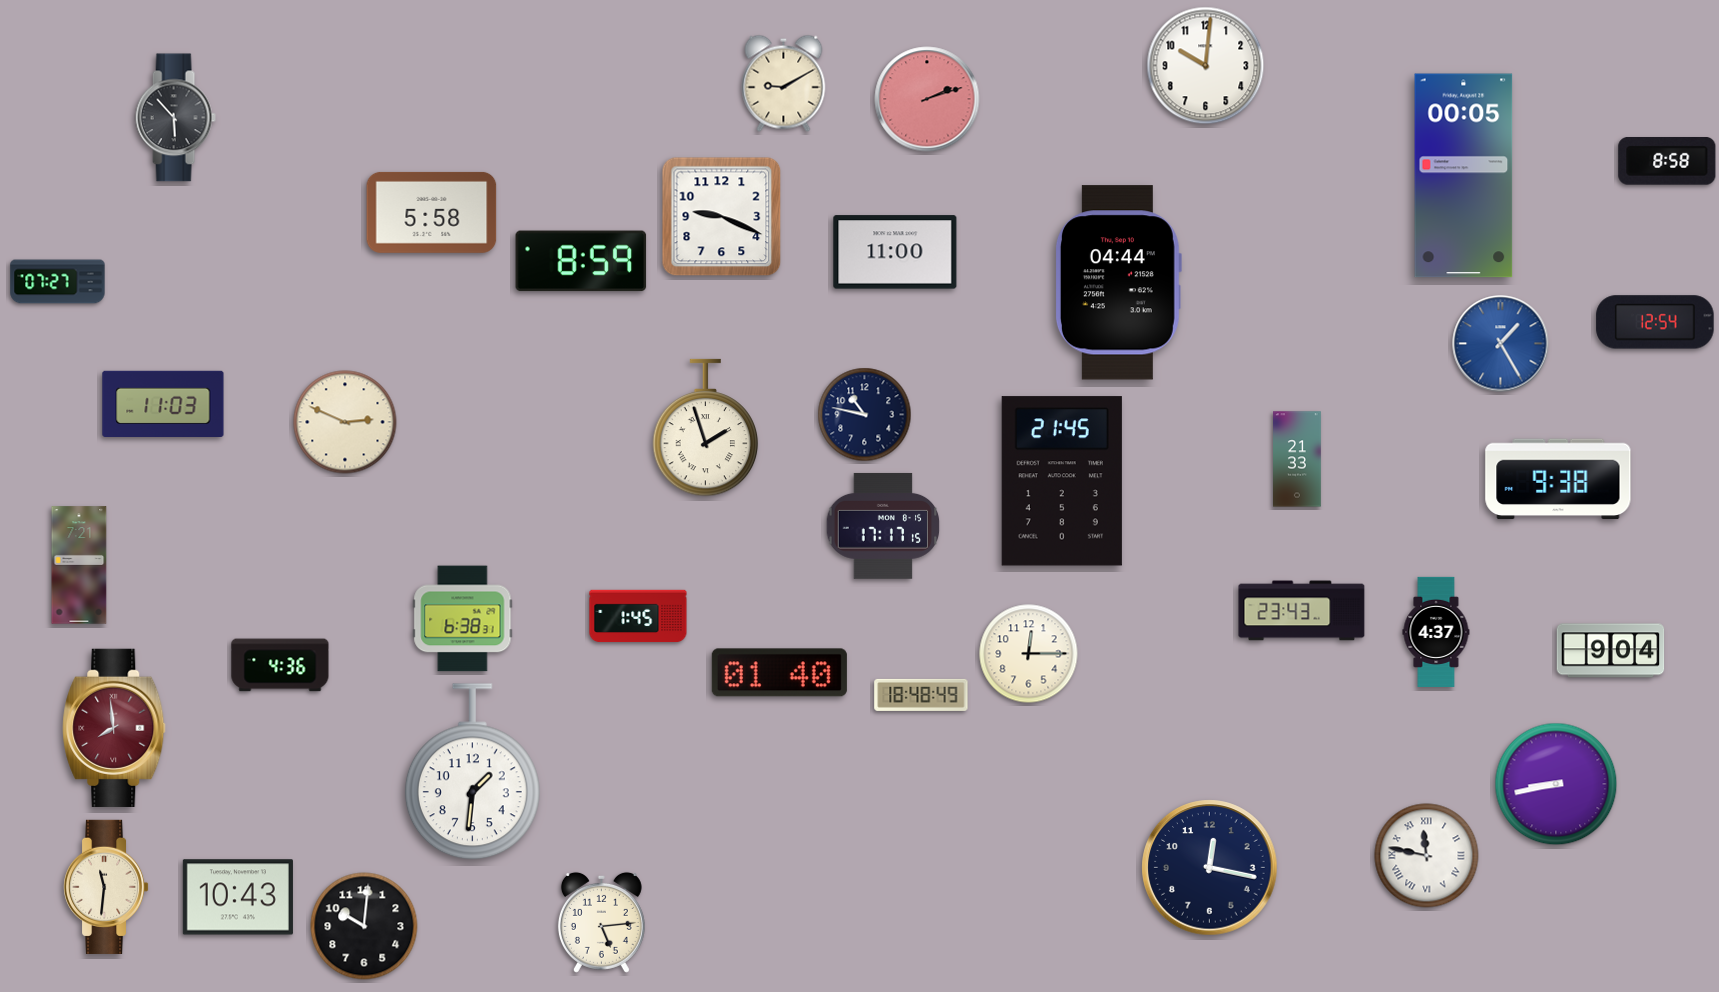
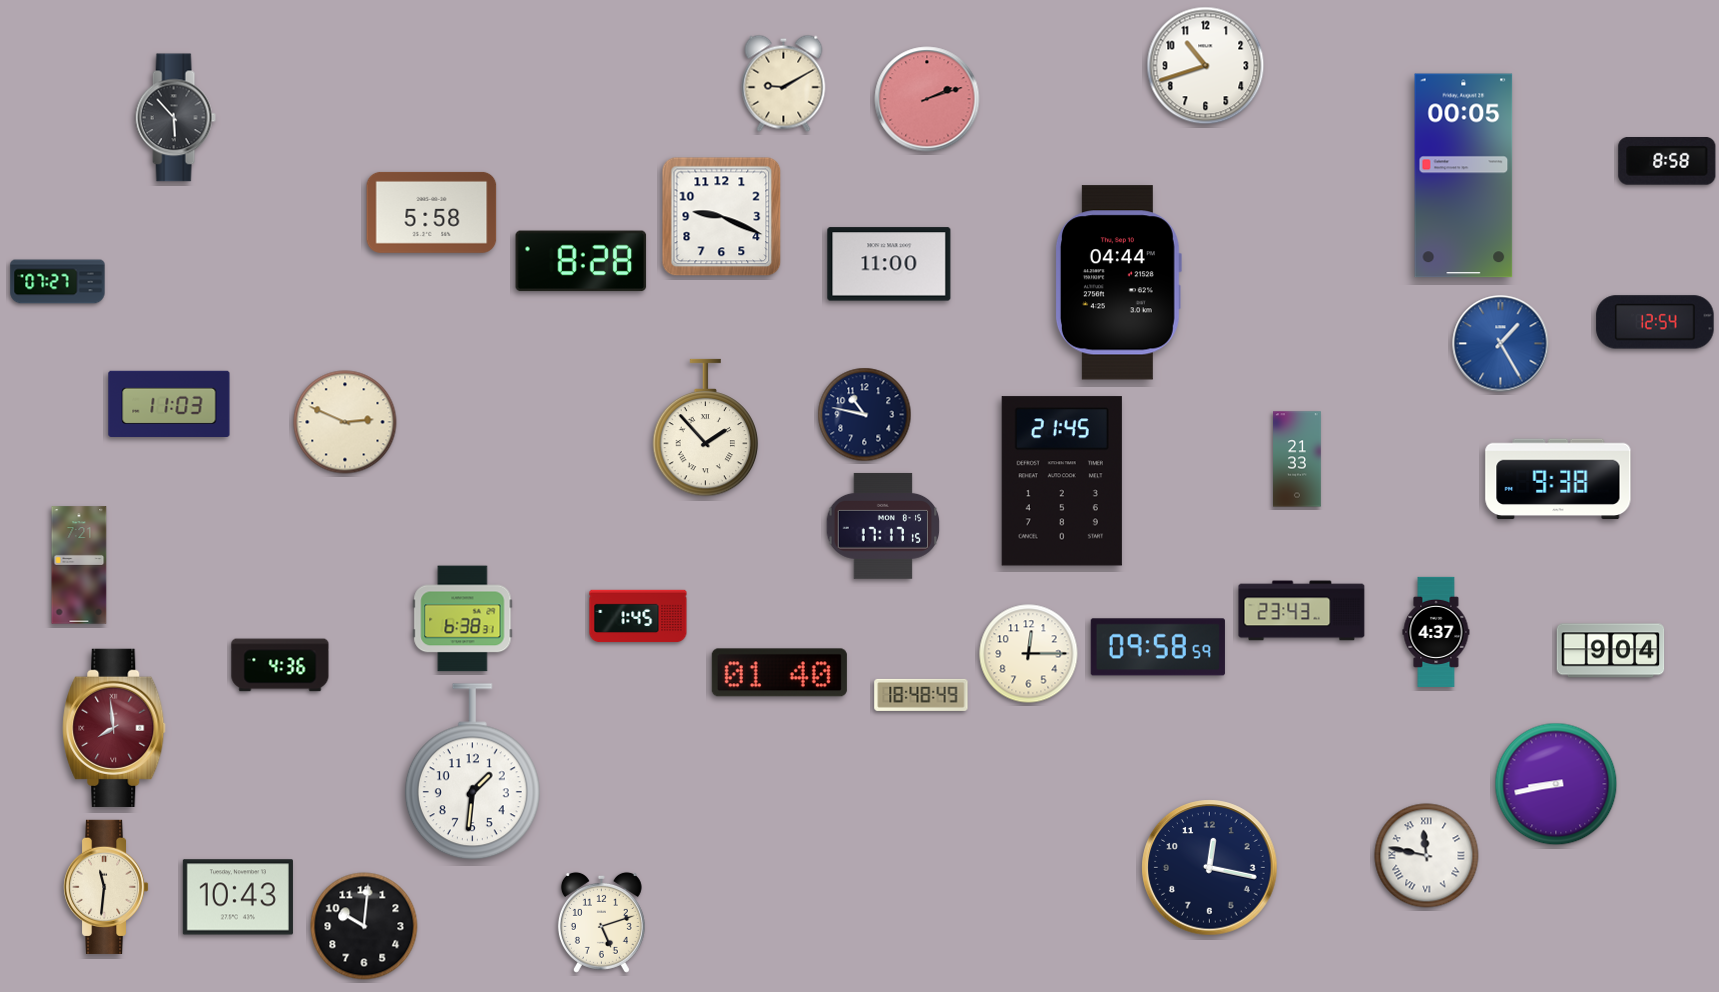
clock at (1206, 66): 10:01 -> 10:42
clock at (895, 252) position: (895, 252) -> (889, 264)
clock at (581, 261): 8:59 -> 8:28
clock at (163, 403) position: (163, 403) -> (169, 403)
clock at (706, 428): 1:57 -> 1:53
clock at (1158, 647): none -> 09:58
clock at (601, 922): 5:14 -> 5:12
